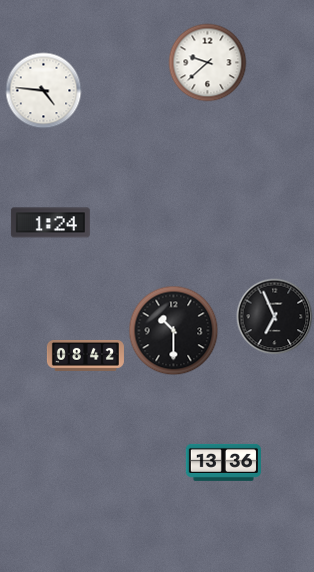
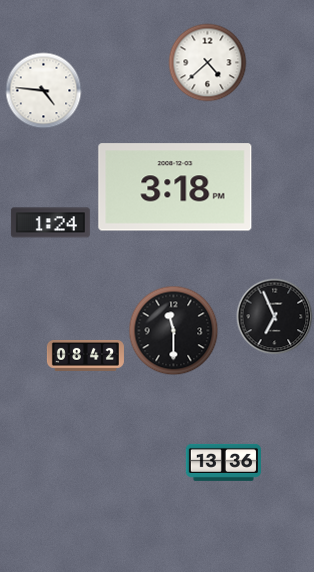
clock at (208, 63): 9:38 -> 4:38
clock at (175, 187): none -> 3:18
clock at (174, 331): 10:30 -> 11:30
